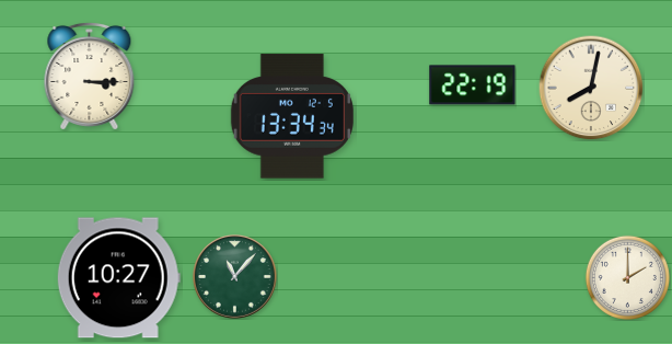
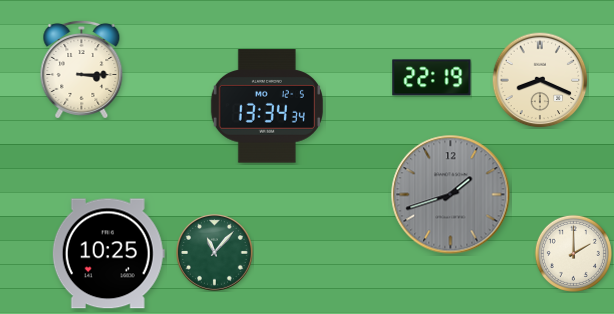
clock at (591, 88): 8:02 -> 8:19
clock at (451, 195): none -> 1:42
clock at (118, 278): 10:27 -> 10:25
